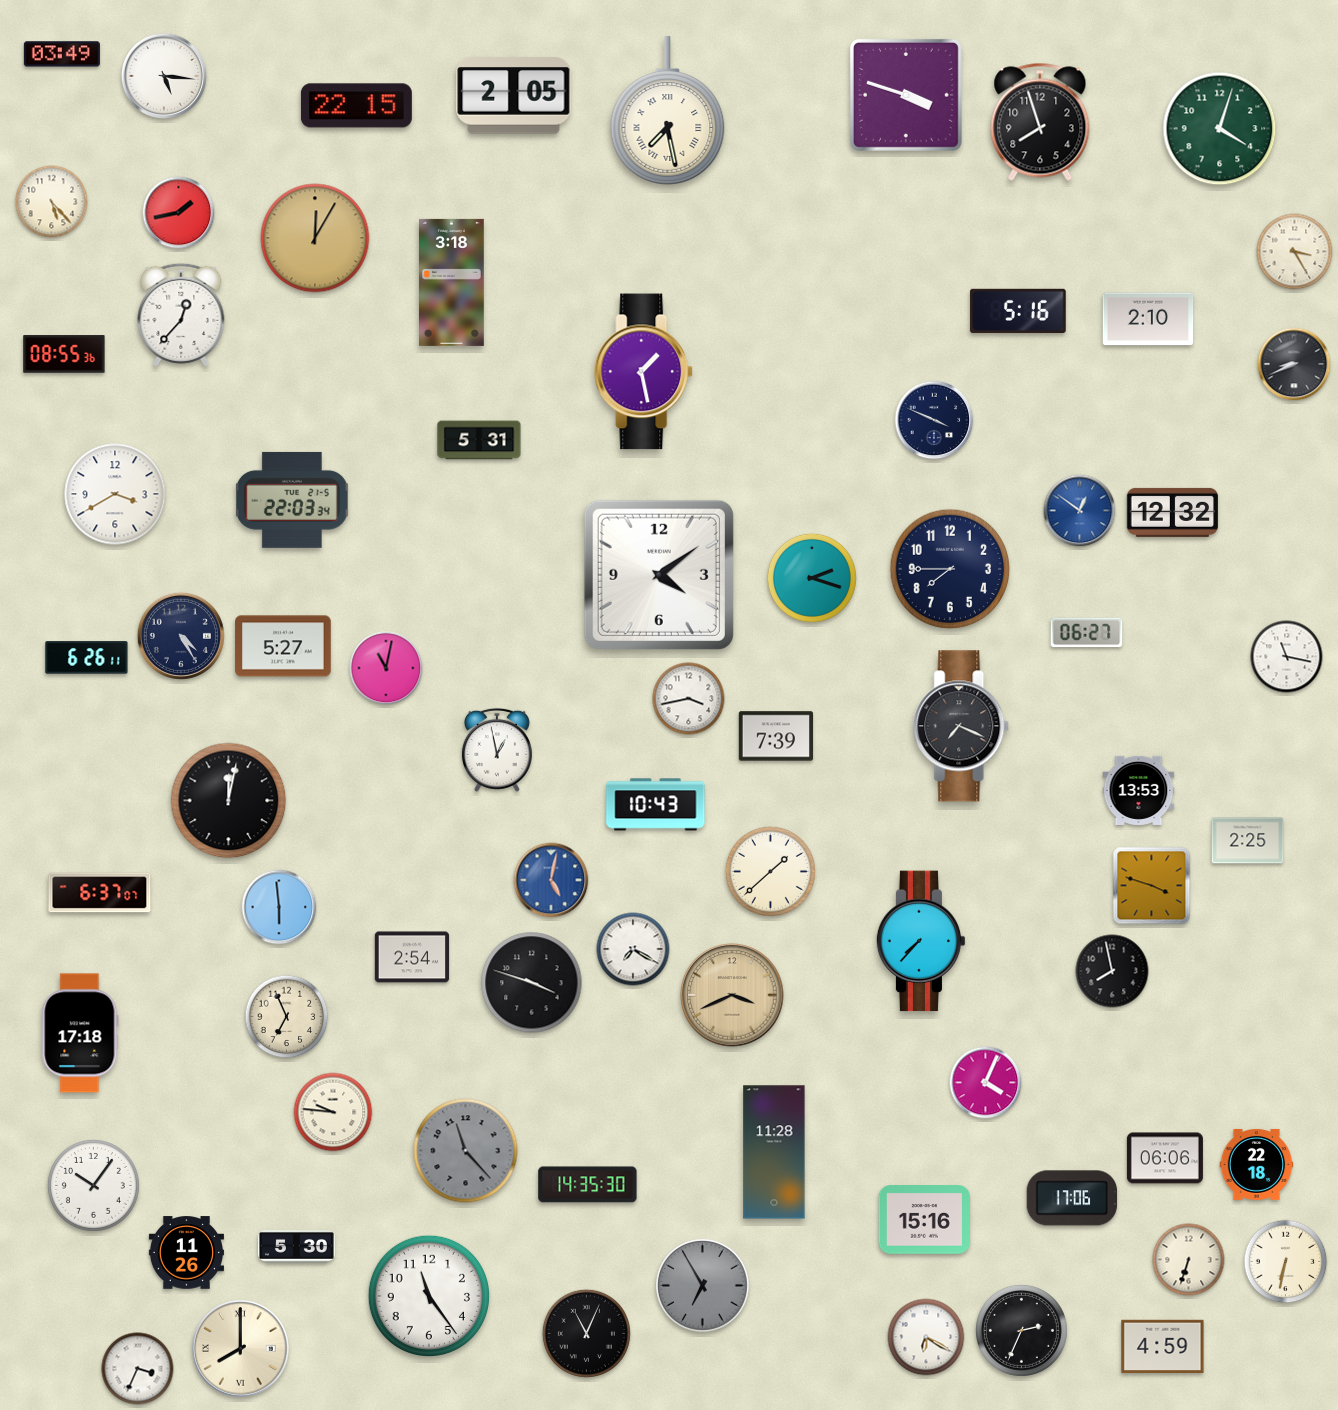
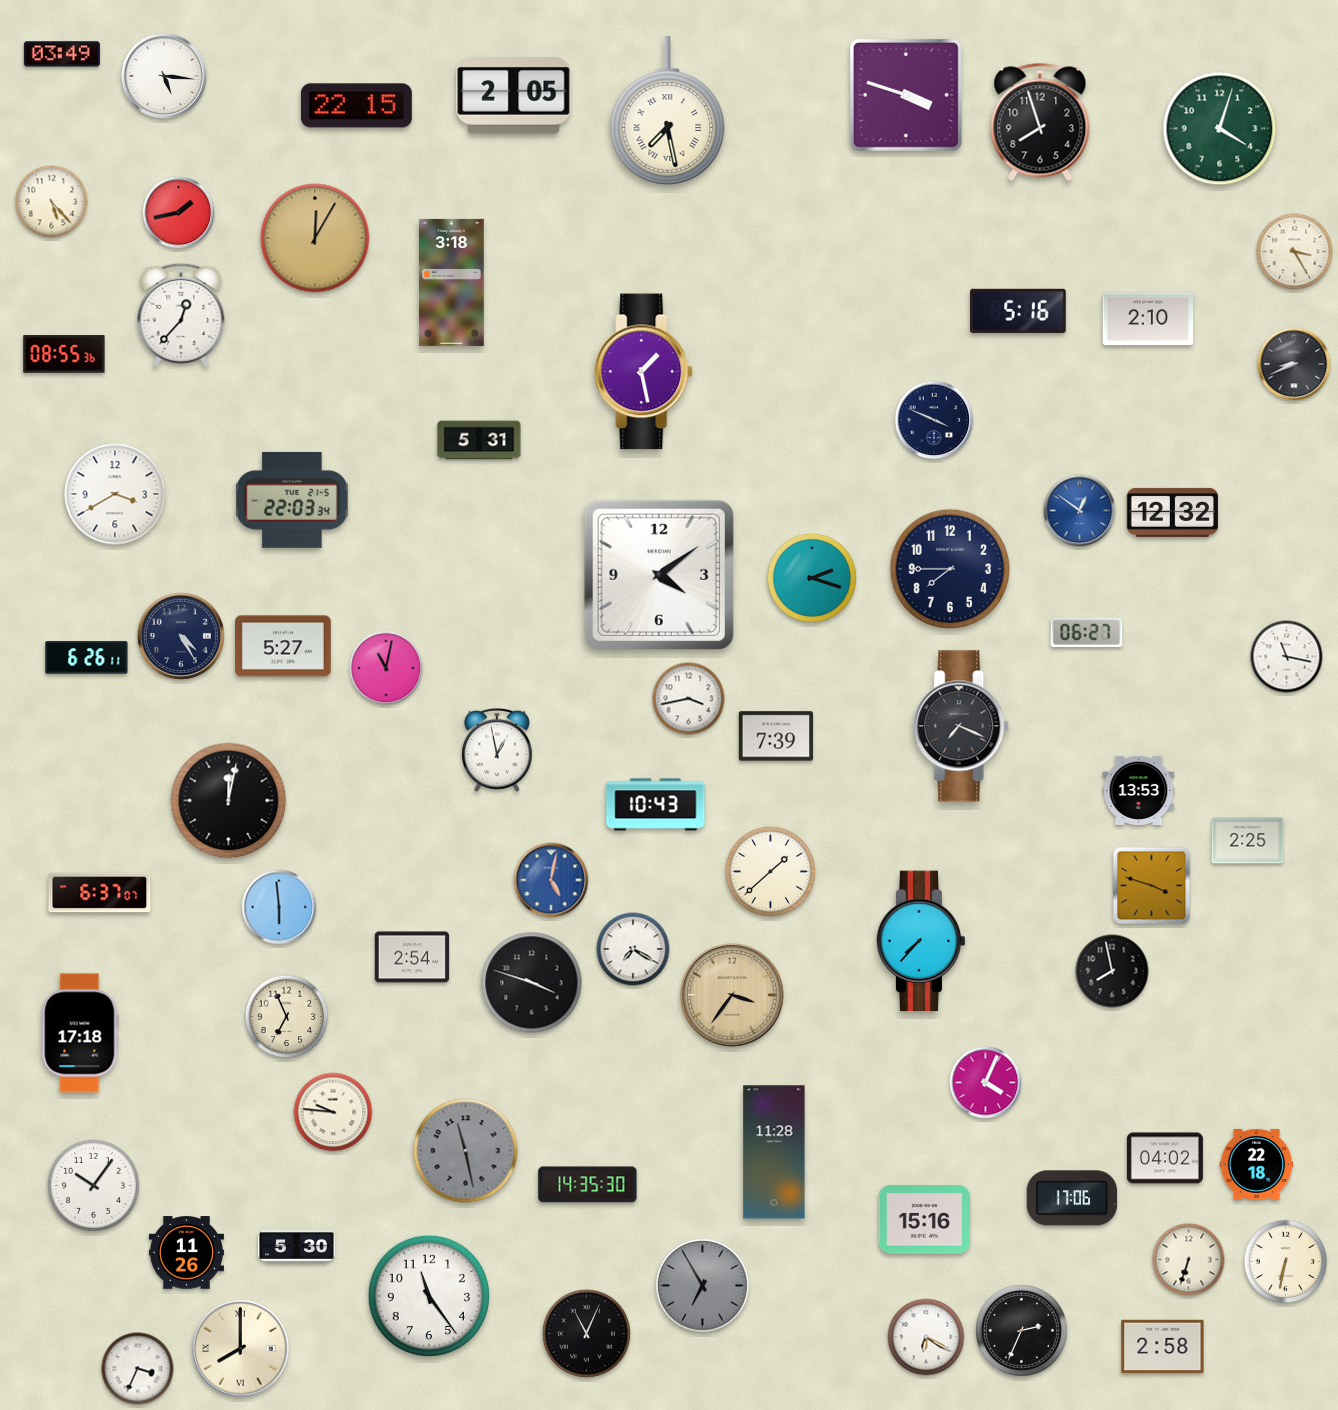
clock at (732, 995): 3:41 -> 3:36
clock at (466, 1151): 11:23 -> 11:28
clock at (1165, 1158): 06:06 -> 04:02
clock at (1163, 1347): 4:59 -> 2:58
